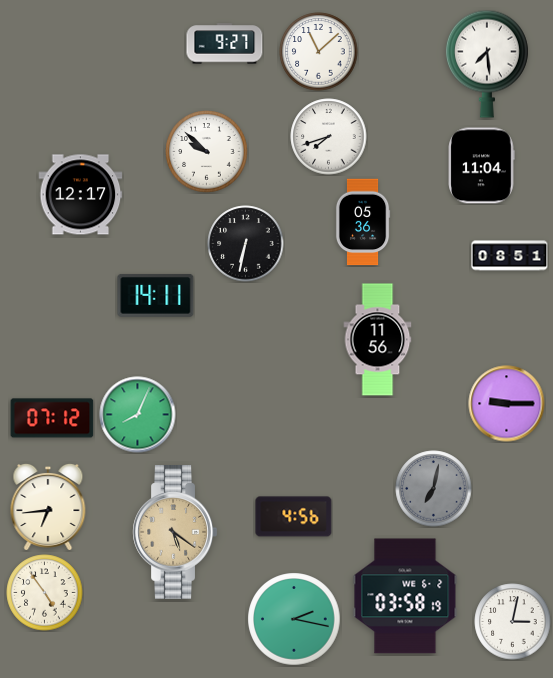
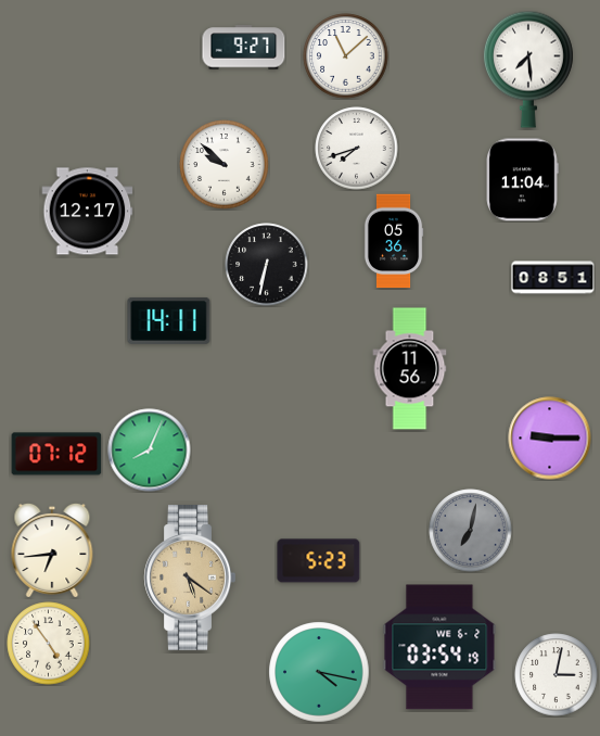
clock at (294, 517): 4:56 -> 5:23
clock at (405, 596): 03:58 -> 03:54
clock at (294, 619): 2:17 -> 4:17
